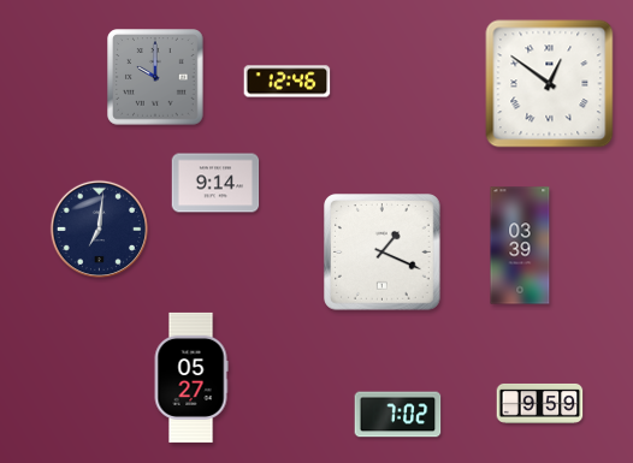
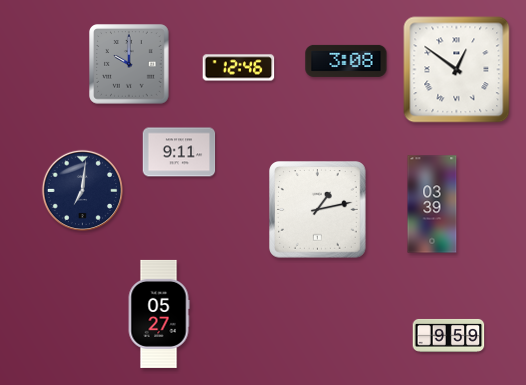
clock at (346, 61): none -> 3:08
clock at (215, 183): 9:14 -> 9:11
clock at (383, 253): 1:19 -> 1:13
clock at (398, 415): 7:02 -> none
